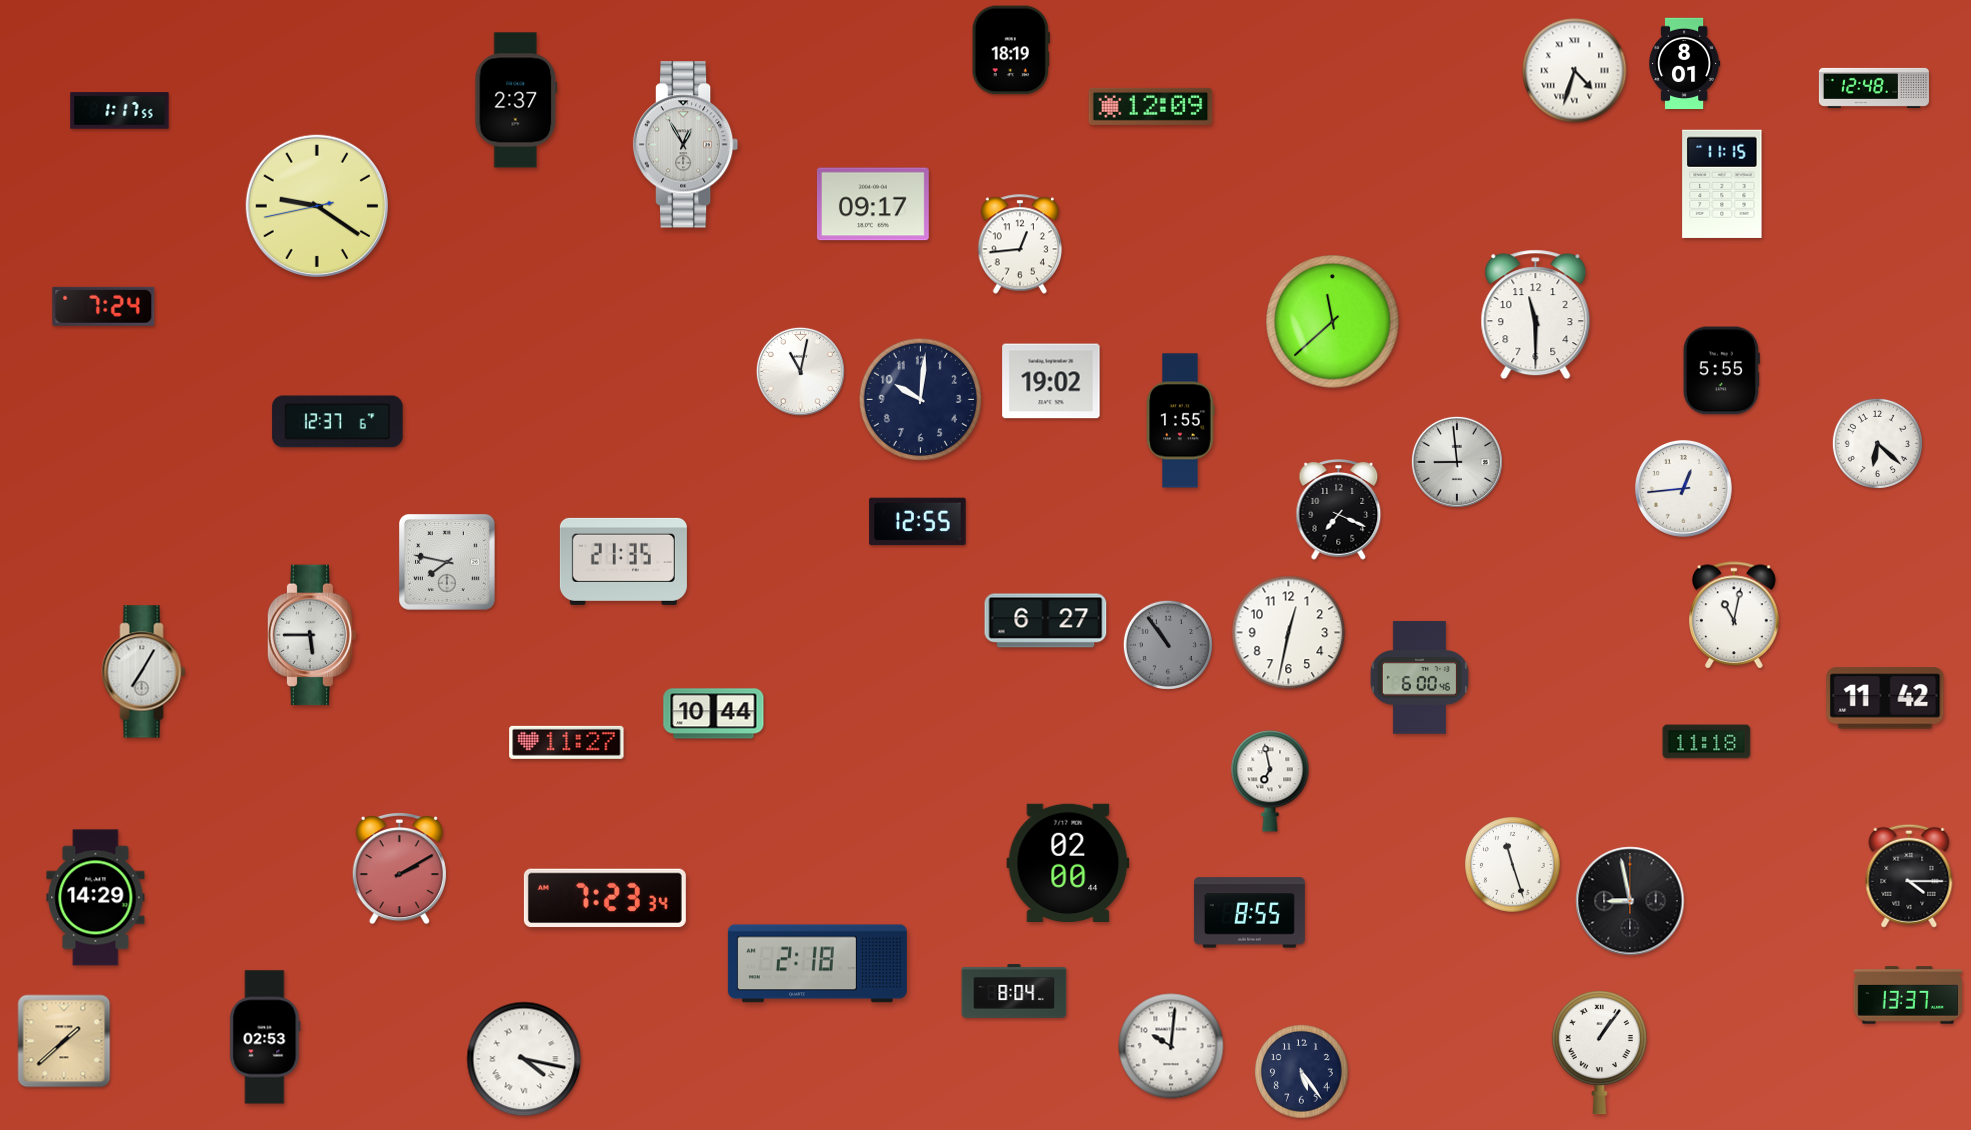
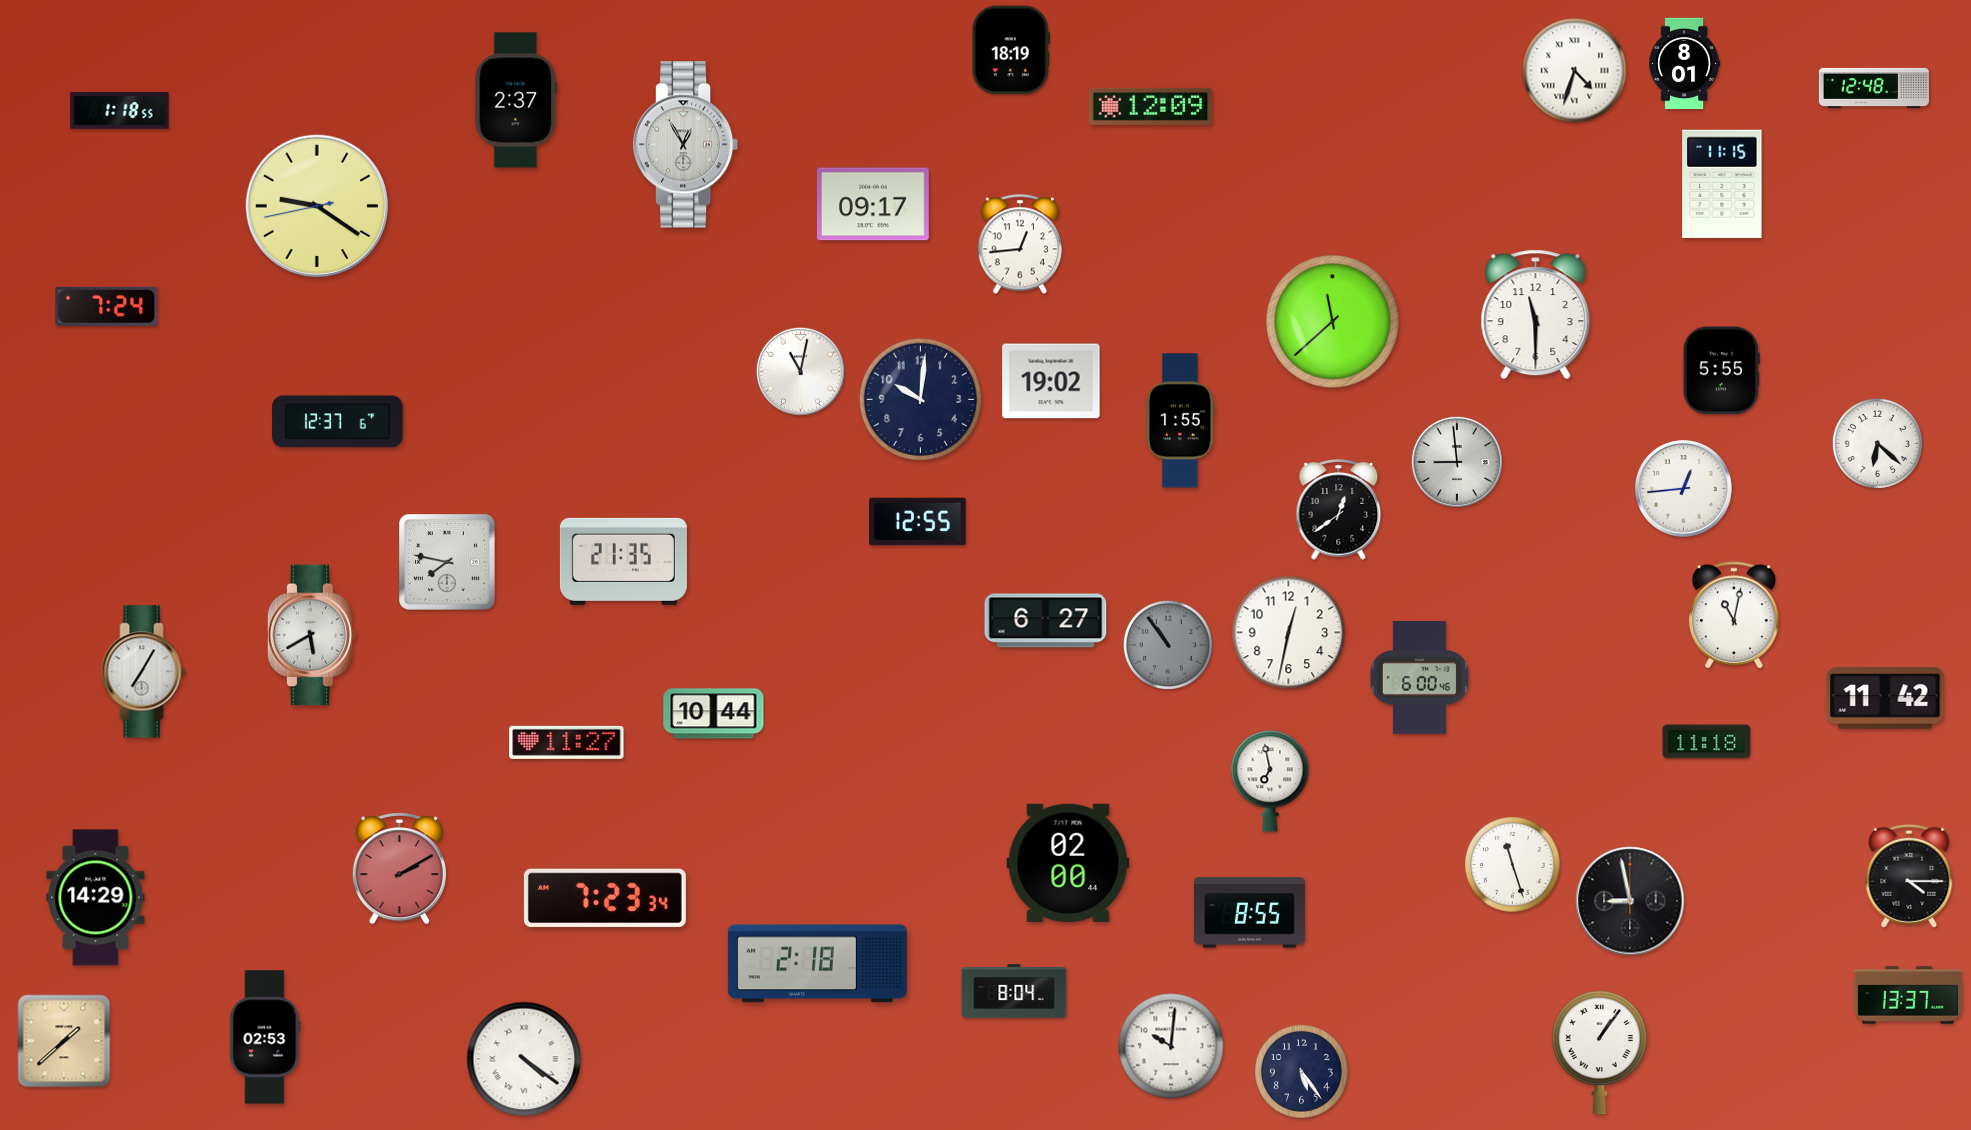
clock at (120, 111): 1:17 -> 1:18
clock at (104, 306) position: (104, 306) -> (107, 306)
clock at (1339, 510): 7:19 -> 12:39
clock at (312, 635): 5:45 -> 5:40
clock at (524, 1059): 4:17 -> 4:21
